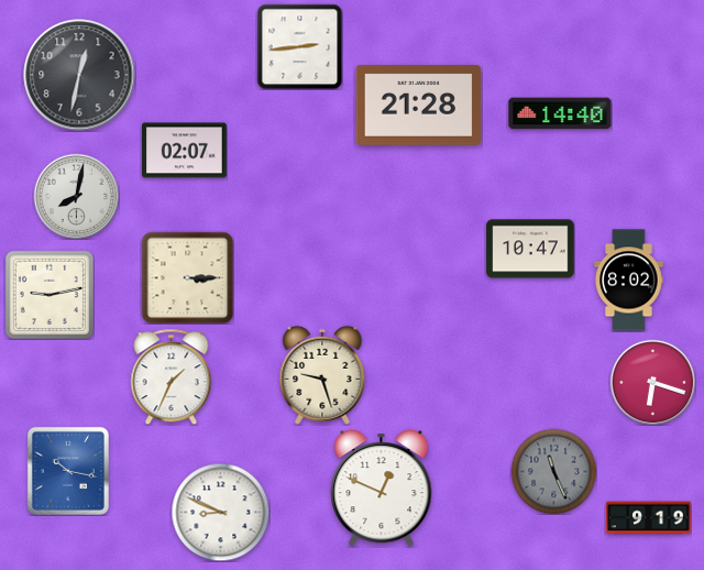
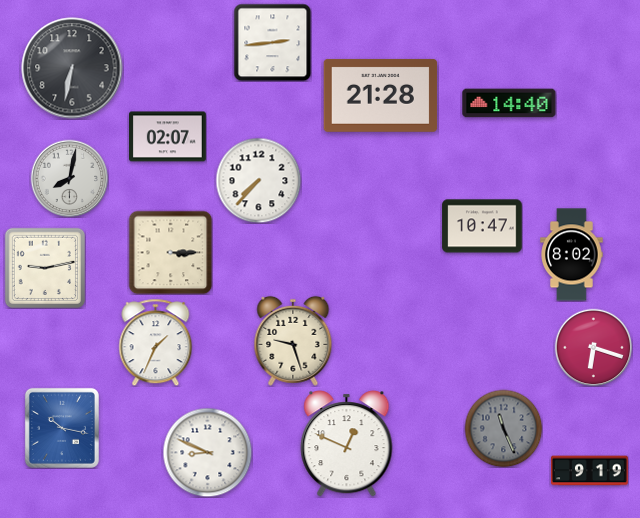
clock at (79, 75): 12:32 -> 6:32
clock at (258, 180): none -> 7:37
clock at (220, 512) position: (220, 512) -> (207, 452)
